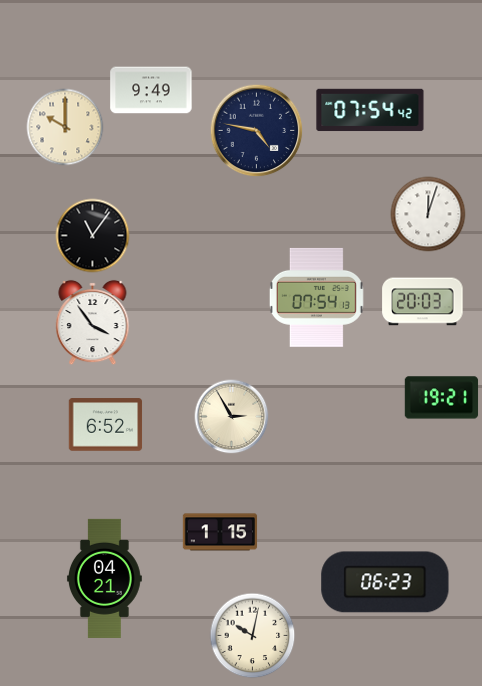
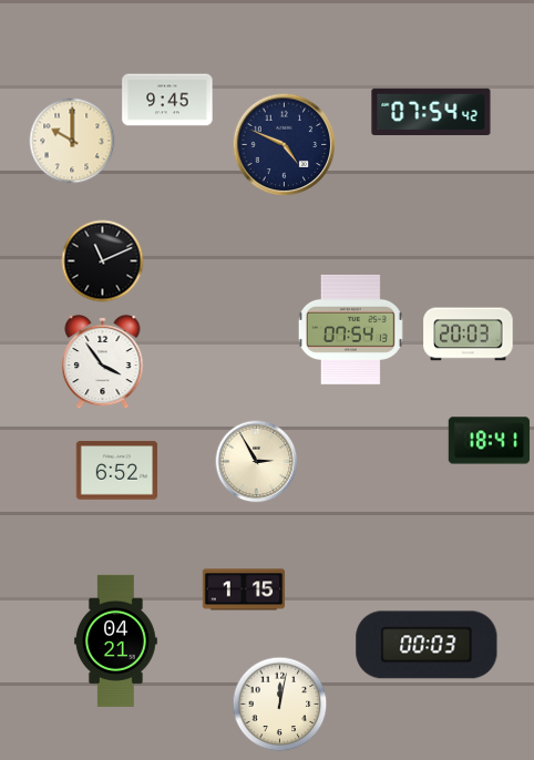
clock at (151, 90): 9:49 -> 9:45
clock at (370, 110) position: (370, 110) -> (431, 112)
clock at (257, 131): 4:47 -> 4:49
clock at (428, 214): 12:03 -> none
clock at (93, 236): 11:06 -> 11:11
clock at (93, 323) position: (93, 323) -> (103, 362)
clock at (442, 398): 19:21 -> 18:41
clock at (385, 582): 06:23 -> 00:03
clock at (253, 636): 10:02 -> 12:02
